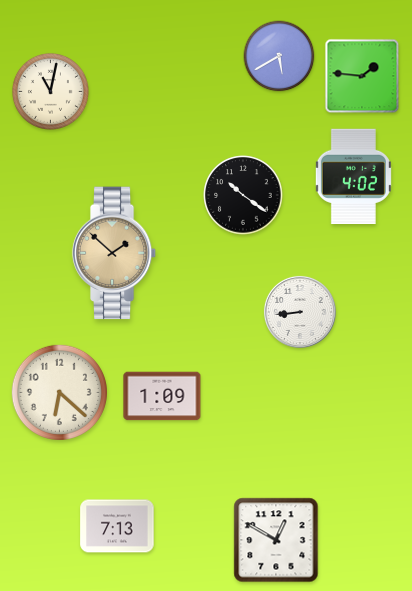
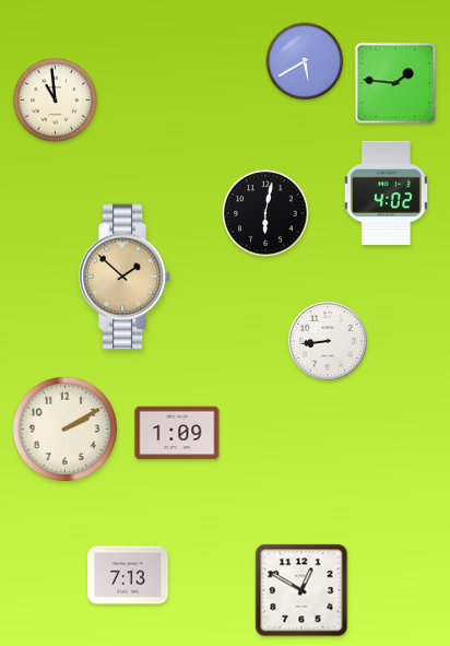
clock at (50, 91): 11:02 -> 10:59
clock at (243, 195): 10:21 -> 6:02
clock at (59, 392): 6:22 -> 2:10
